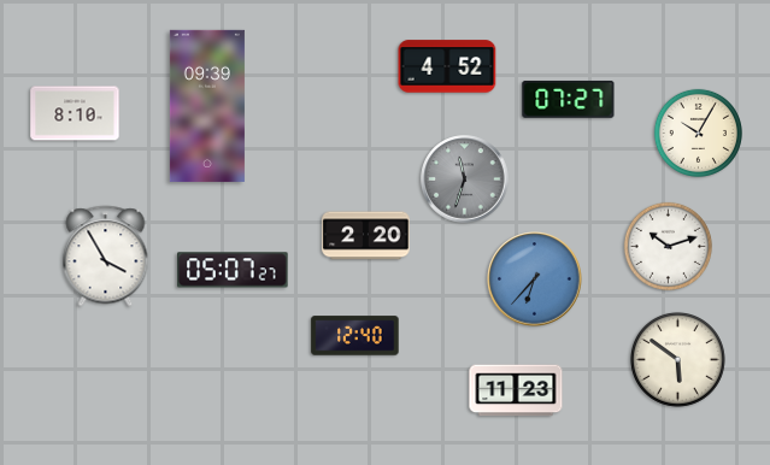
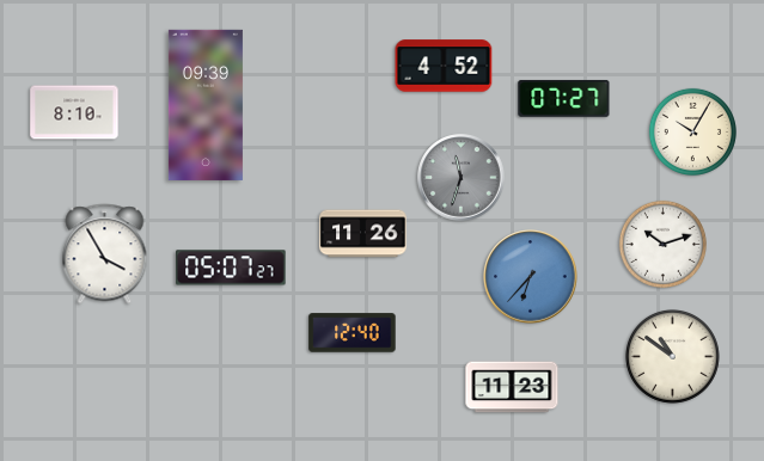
clock at (366, 236): 2:20 -> 11:26
clock at (677, 359): 5:51 -> 10:51
